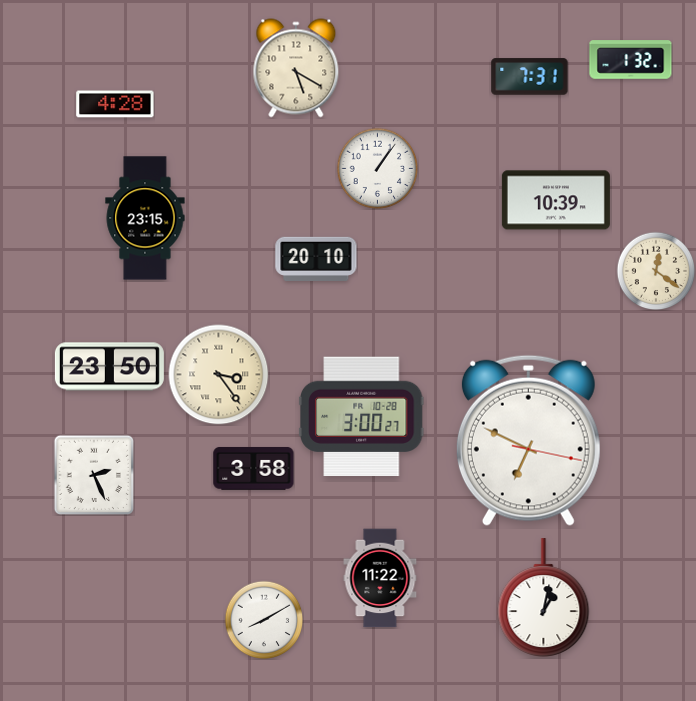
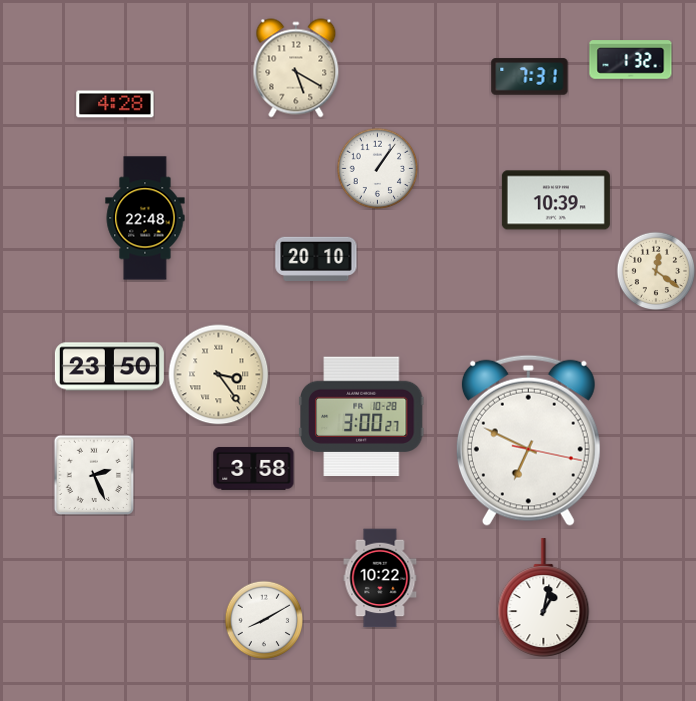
clock at (145, 218): 23:15 -> 22:48
clock at (380, 578): 11:22 -> 10:22
